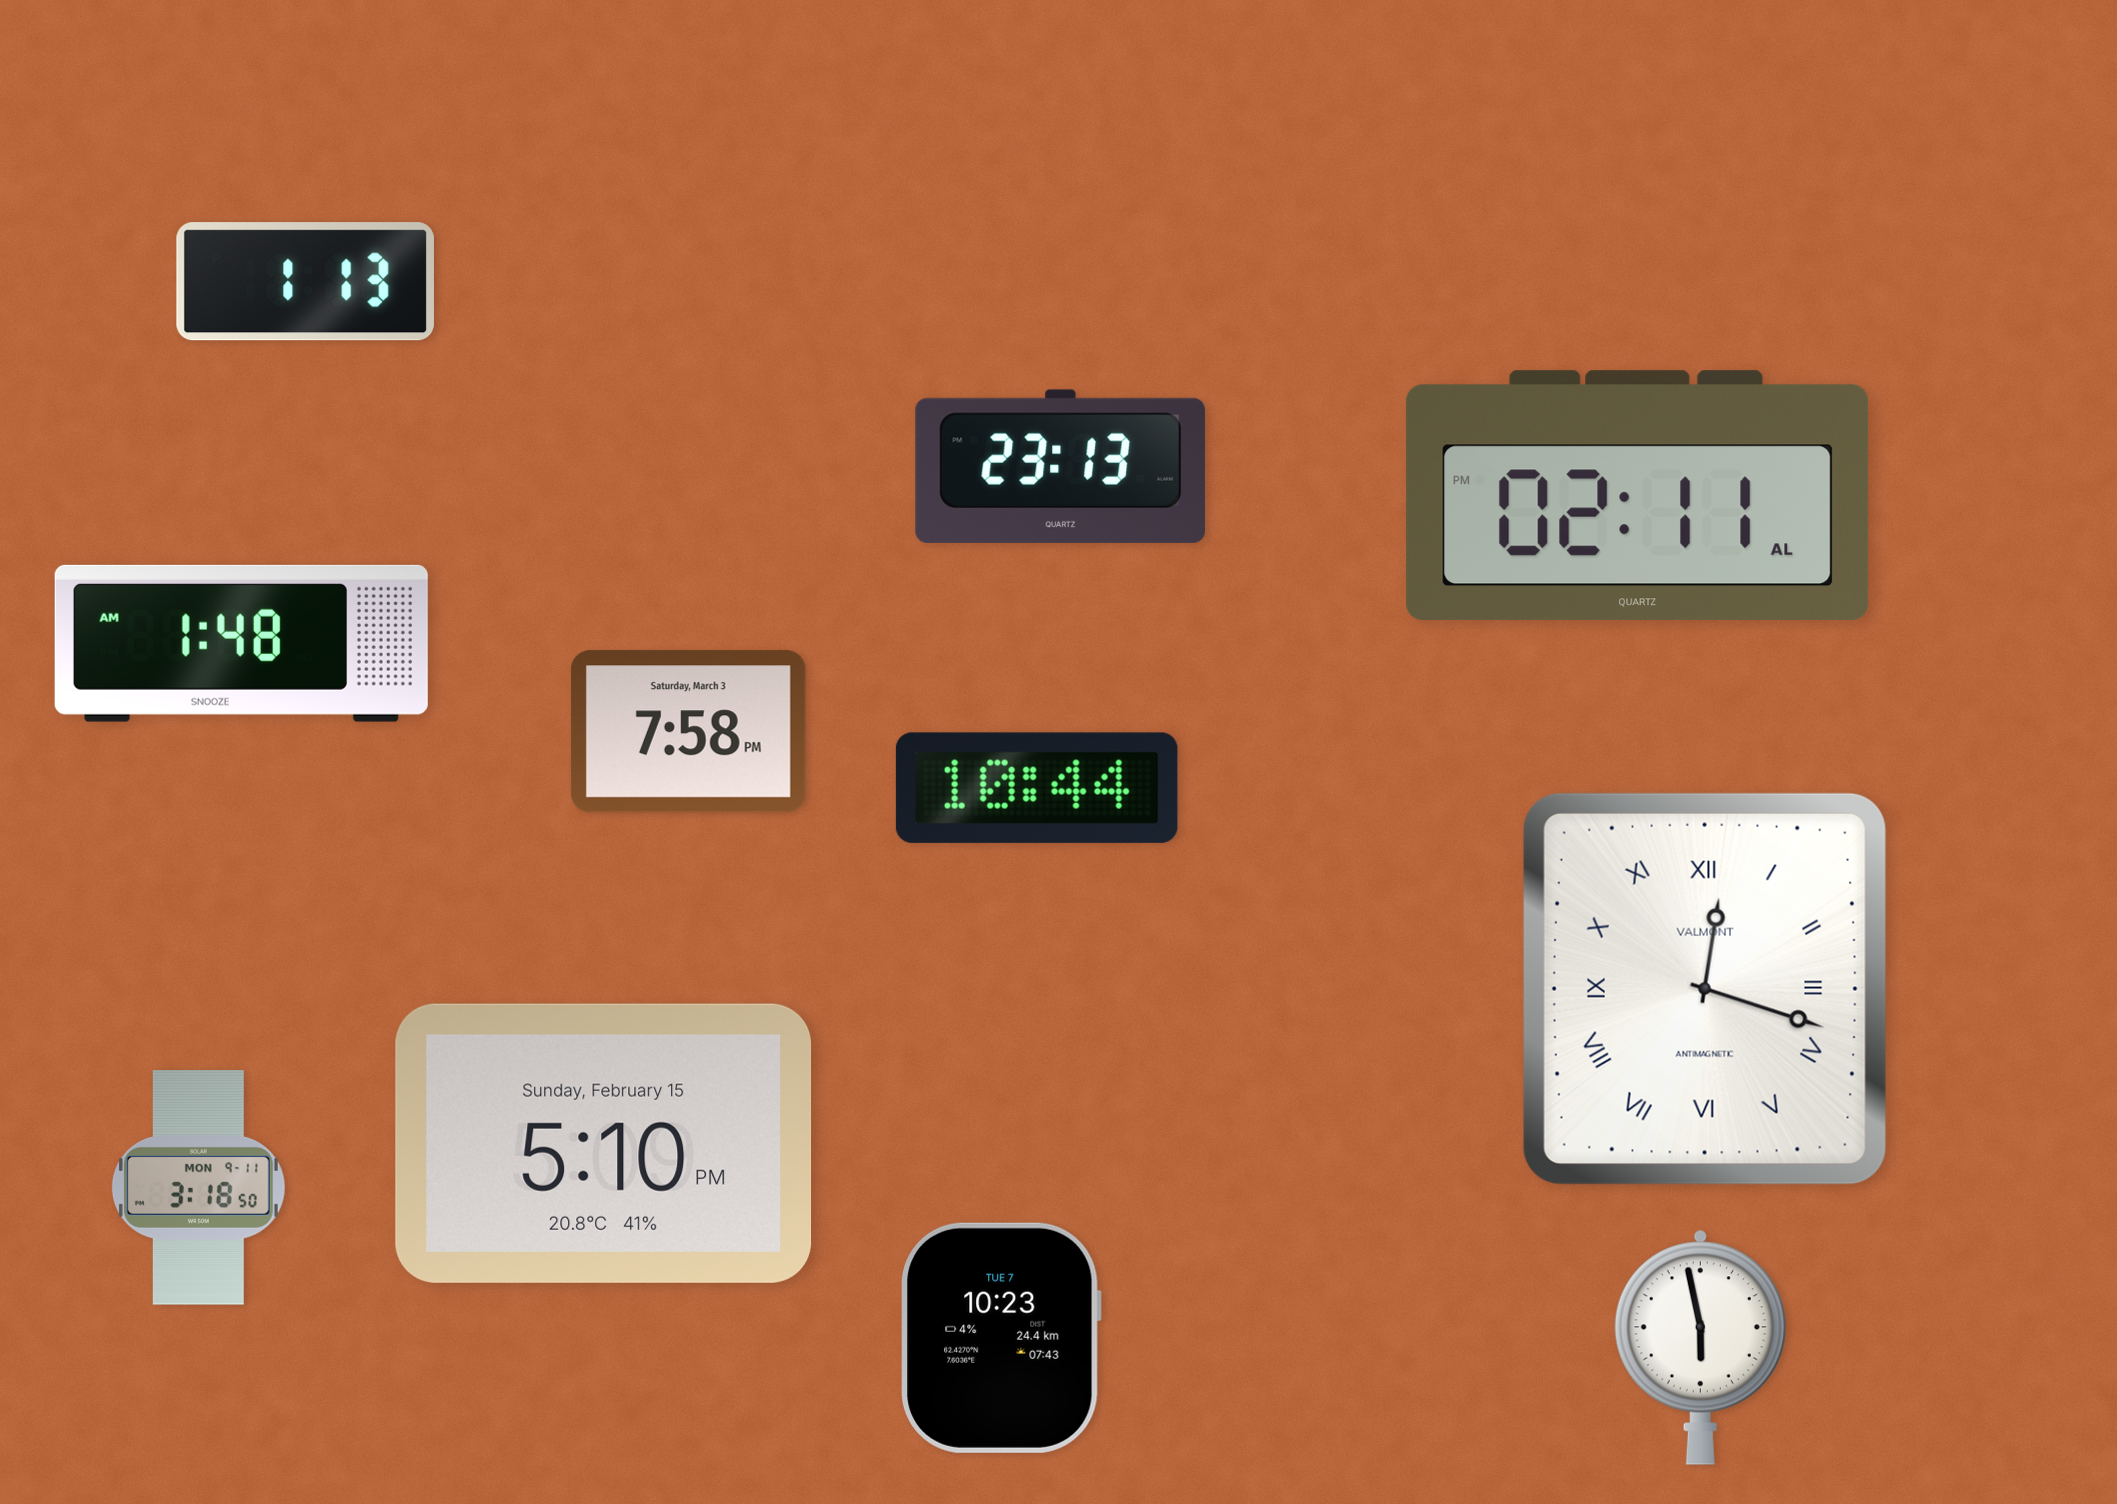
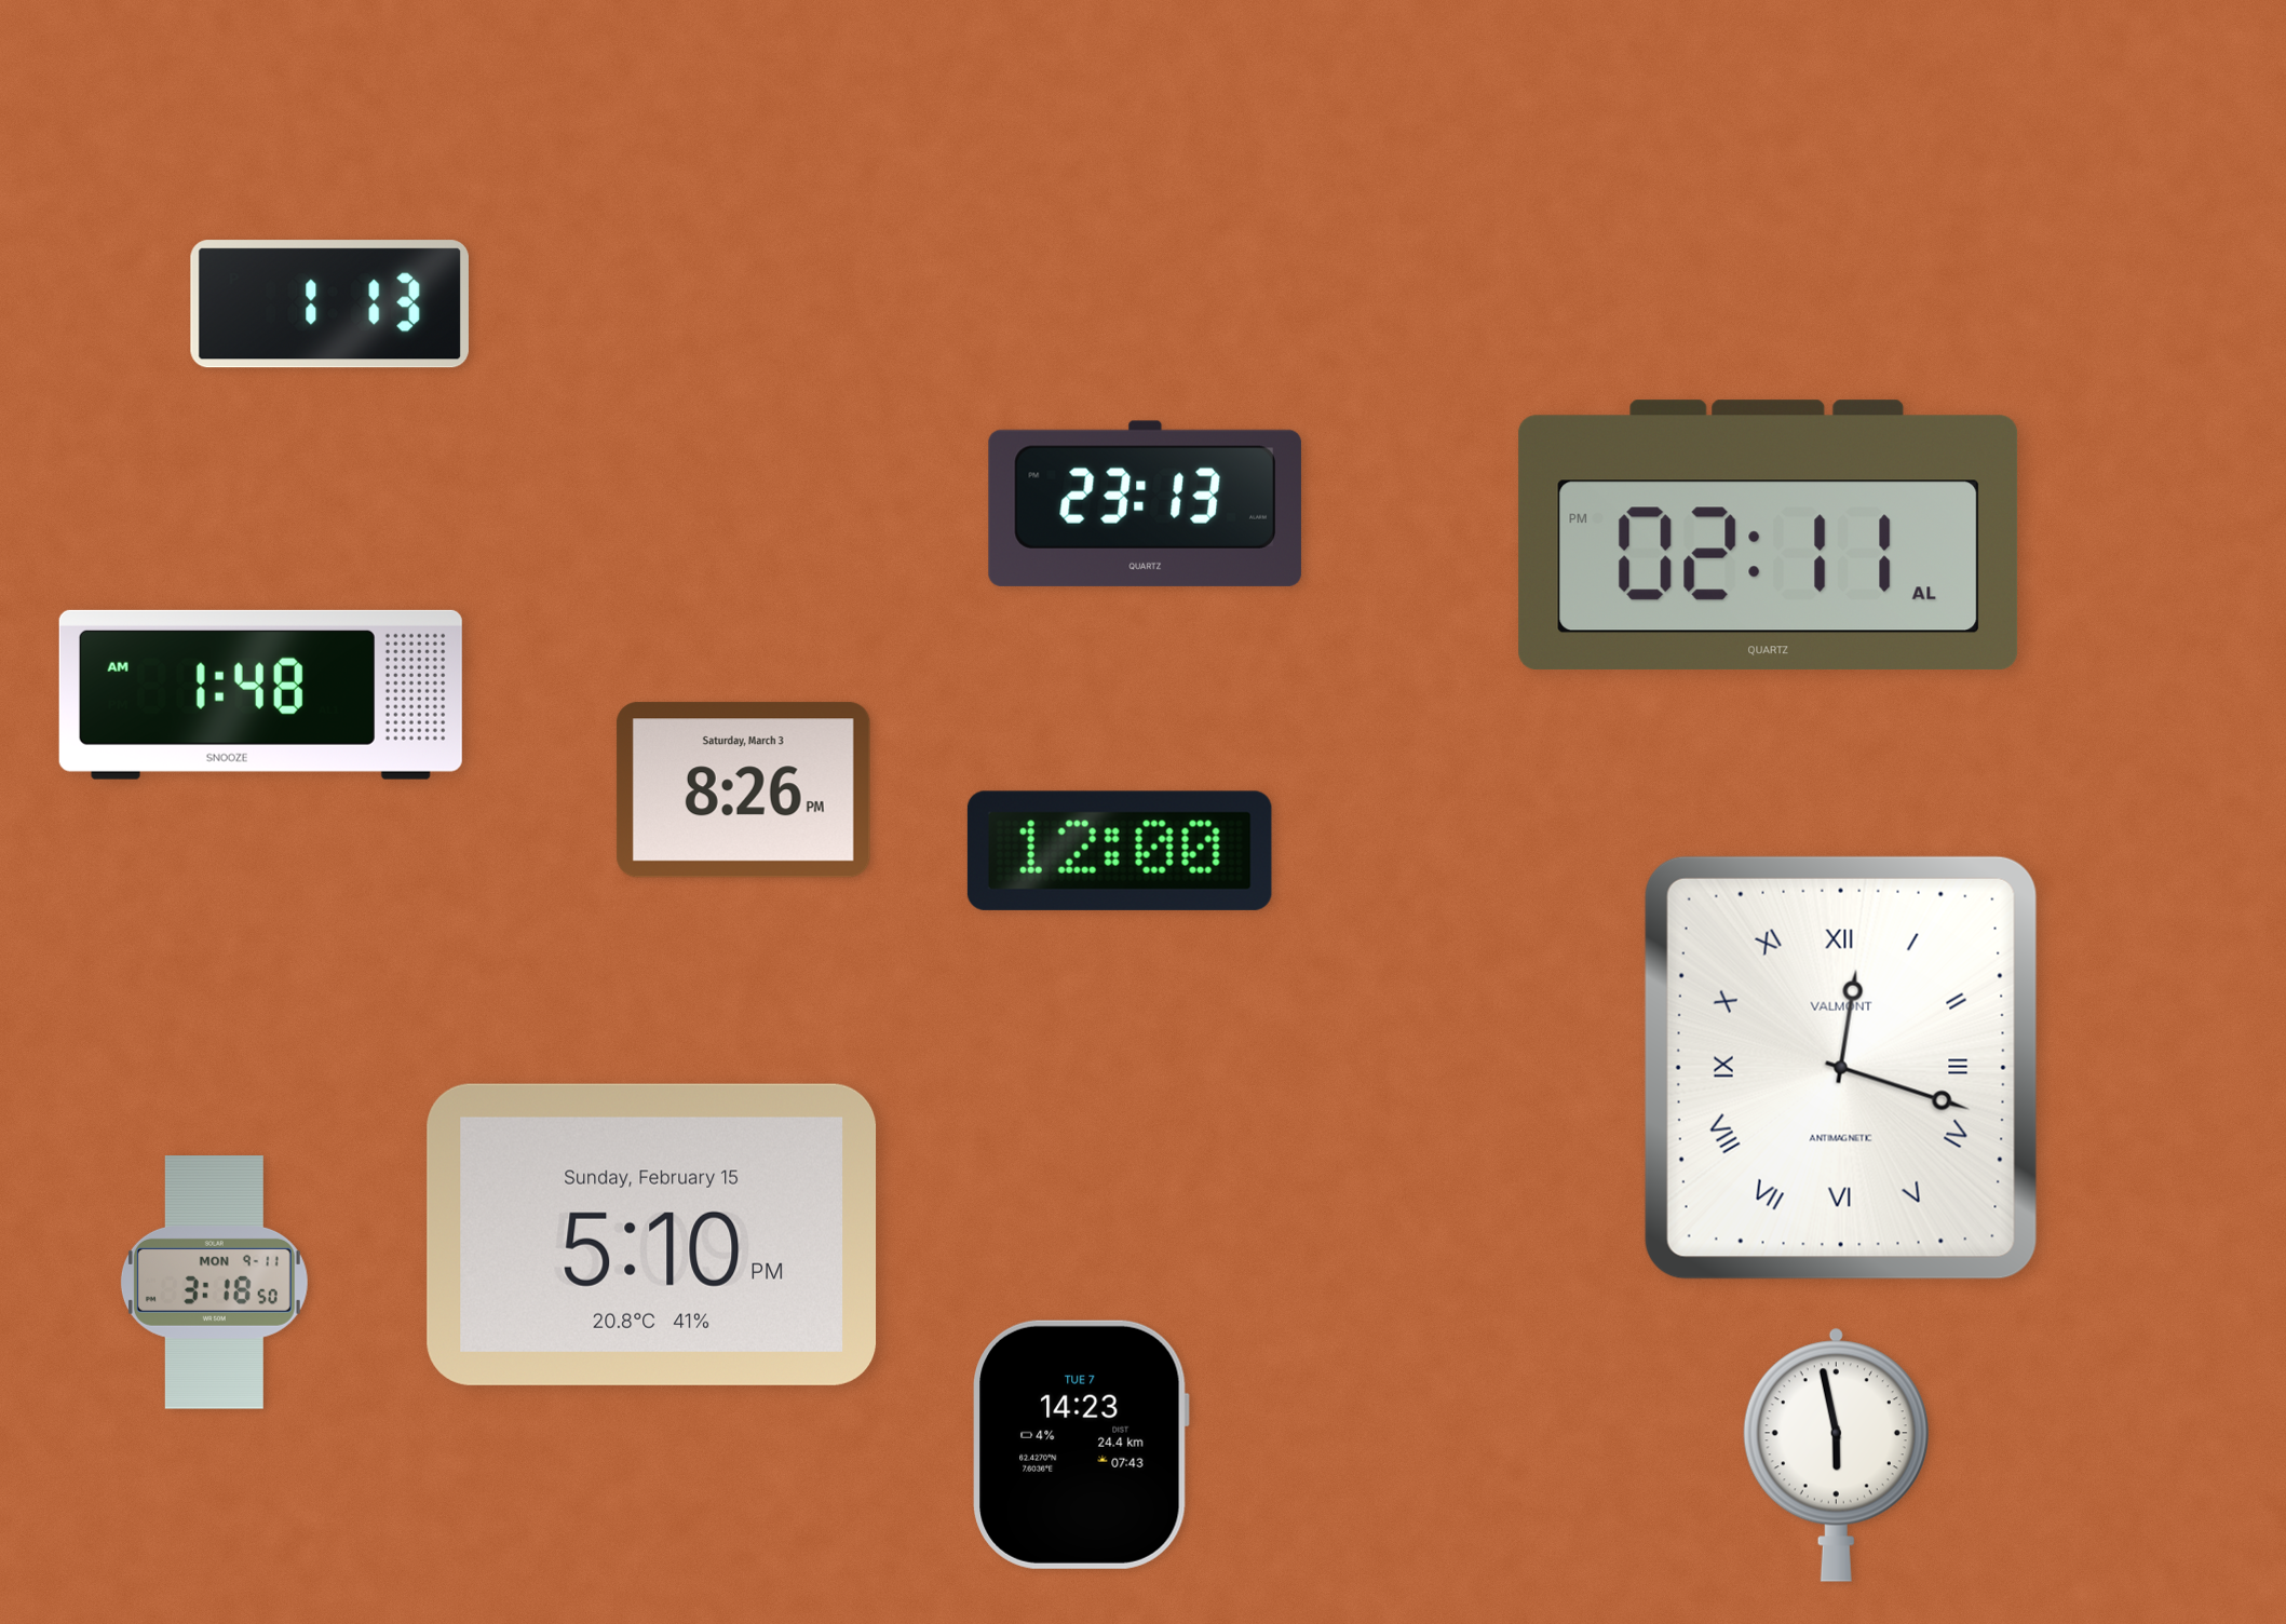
clock at (688, 732): 7:58 -> 8:26
clock at (1037, 788): 10:44 -> 12:00
clock at (1001, 1338): 10:23 -> 14:23
